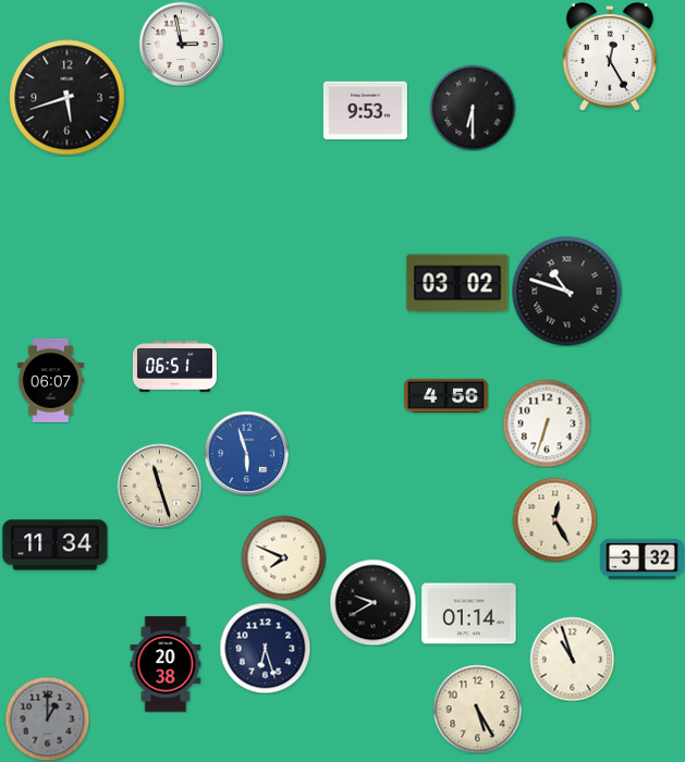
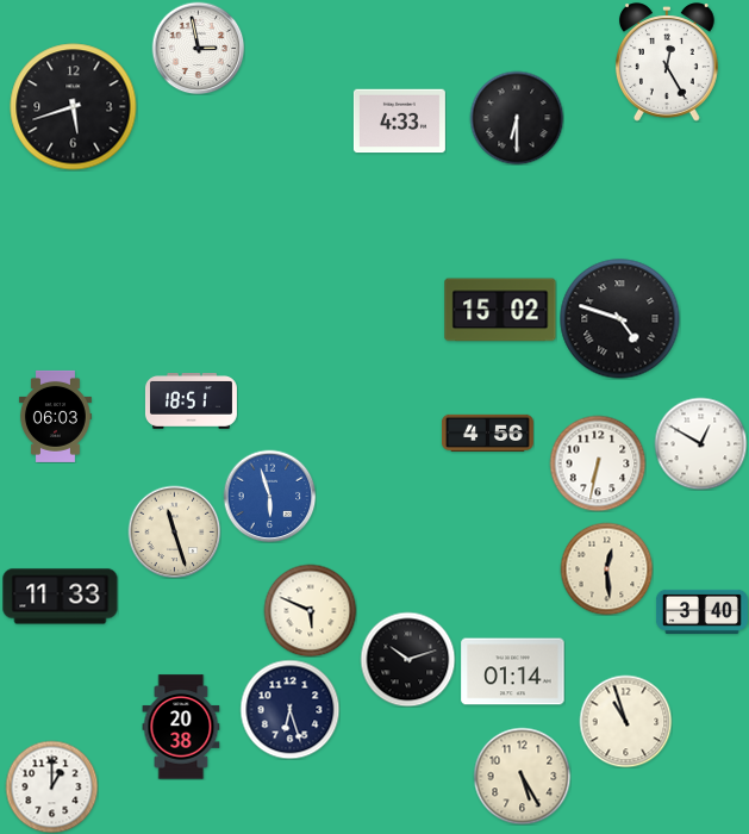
clock at (365, 111): 9:53 -> 4:33
clock at (457, 283): 03:02 -> 15:02
clock at (567, 292): 10:48 -> 4:48
clock at (174, 367): 06:51 -> 18:51
clock at (50, 380): 06:07 -> 06:03
clock at (700, 443): none -> 12:50
clock at (547, 423): 6:33 -> 6:32
clock at (554, 519): 12:25 -> 12:29
clock at (56, 545): 11:34 -> 11:33
clock at (283, 557): 7:49 -> 5:49
clock at (641, 558): 3:32 -> 3:40
clock at (372, 602): 9:40 -> 10:12
clock at (47, 718) dial: grey -> white
